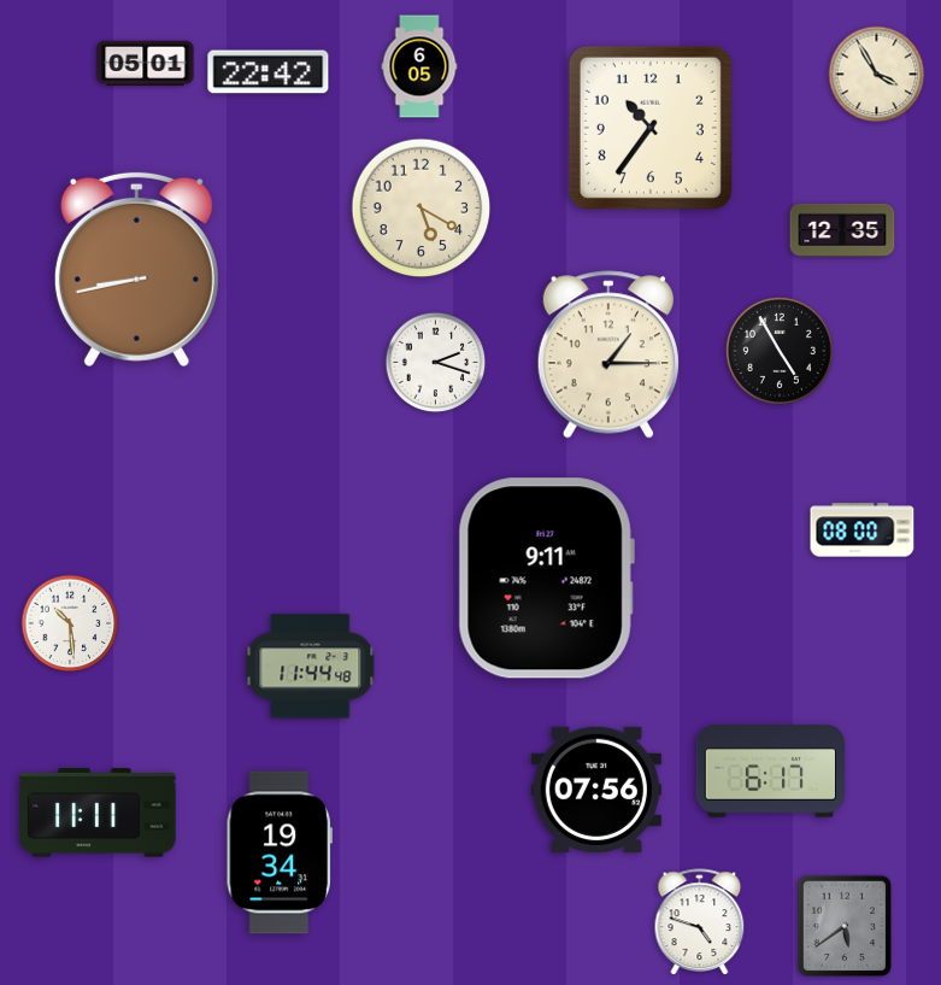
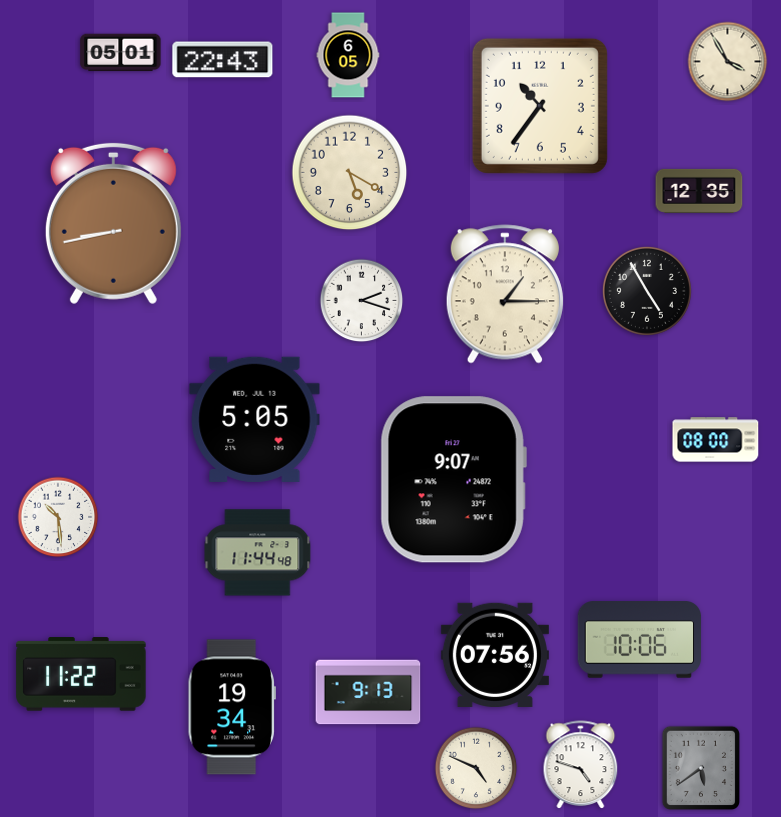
clock at (269, 72): 22:42 -> 22:43
clock at (255, 419): none -> 5:05
clock at (546, 579): 9:11 -> 9:07
clock at (771, 772): 6:17 -> 10:06
clock at (98, 813): 11:11 -> 11:22
clock at (368, 692): none -> 9:13
clock at (476, 768): none -> 4:49
